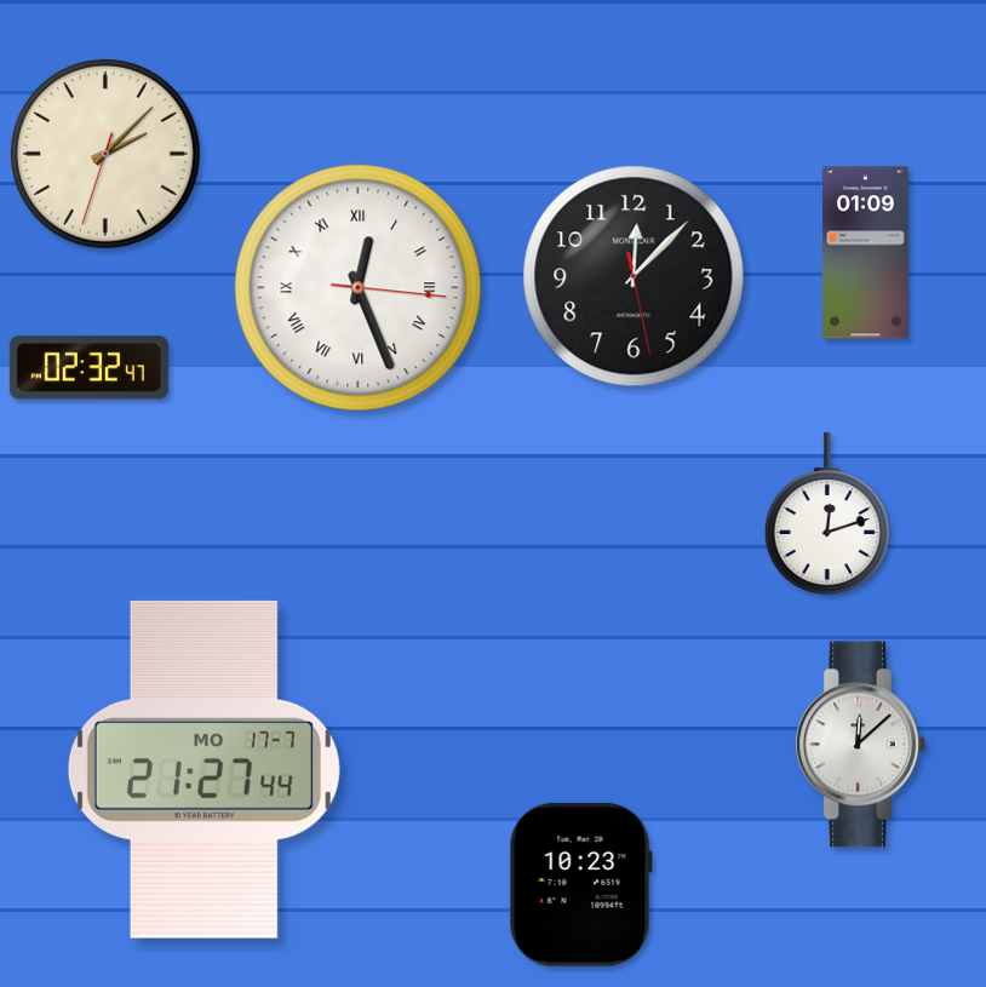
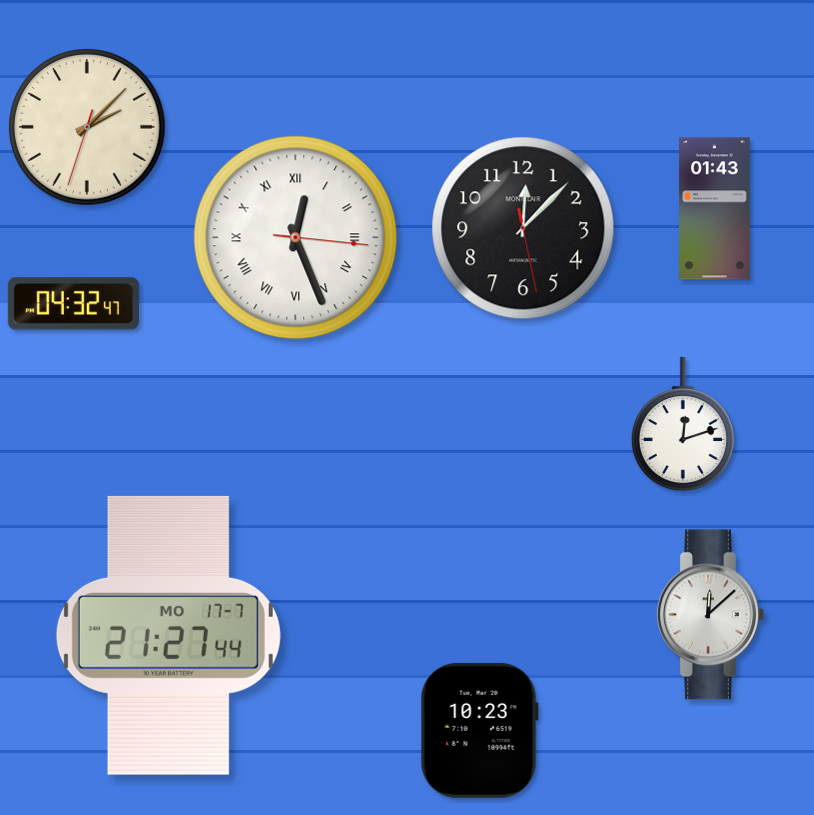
clock at (866, 253): 01:09 -> 01:43
clock at (88, 368): 02:32 -> 04:32
